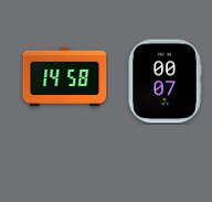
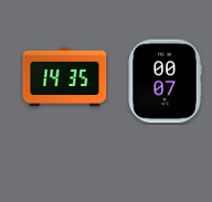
clock at (65, 76): 14:58 -> 14:35
